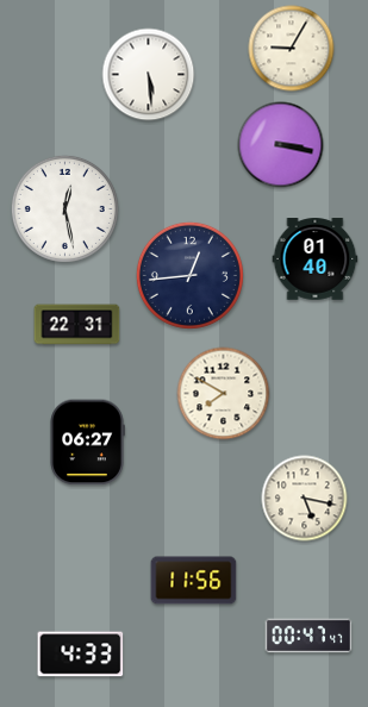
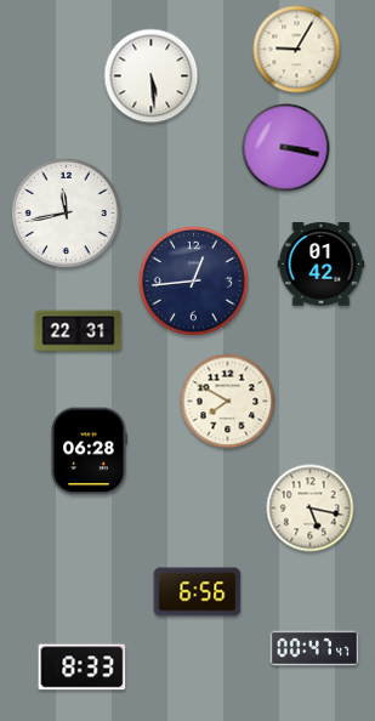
clock at (64, 208): 12:28 -> 11:43
clock at (316, 259): 01:40 -> 01:42
clock at (87, 443): 06:27 -> 06:28
clock at (194, 581): 11:56 -> 6:56
clock at (81, 655): 4:33 -> 8:33
